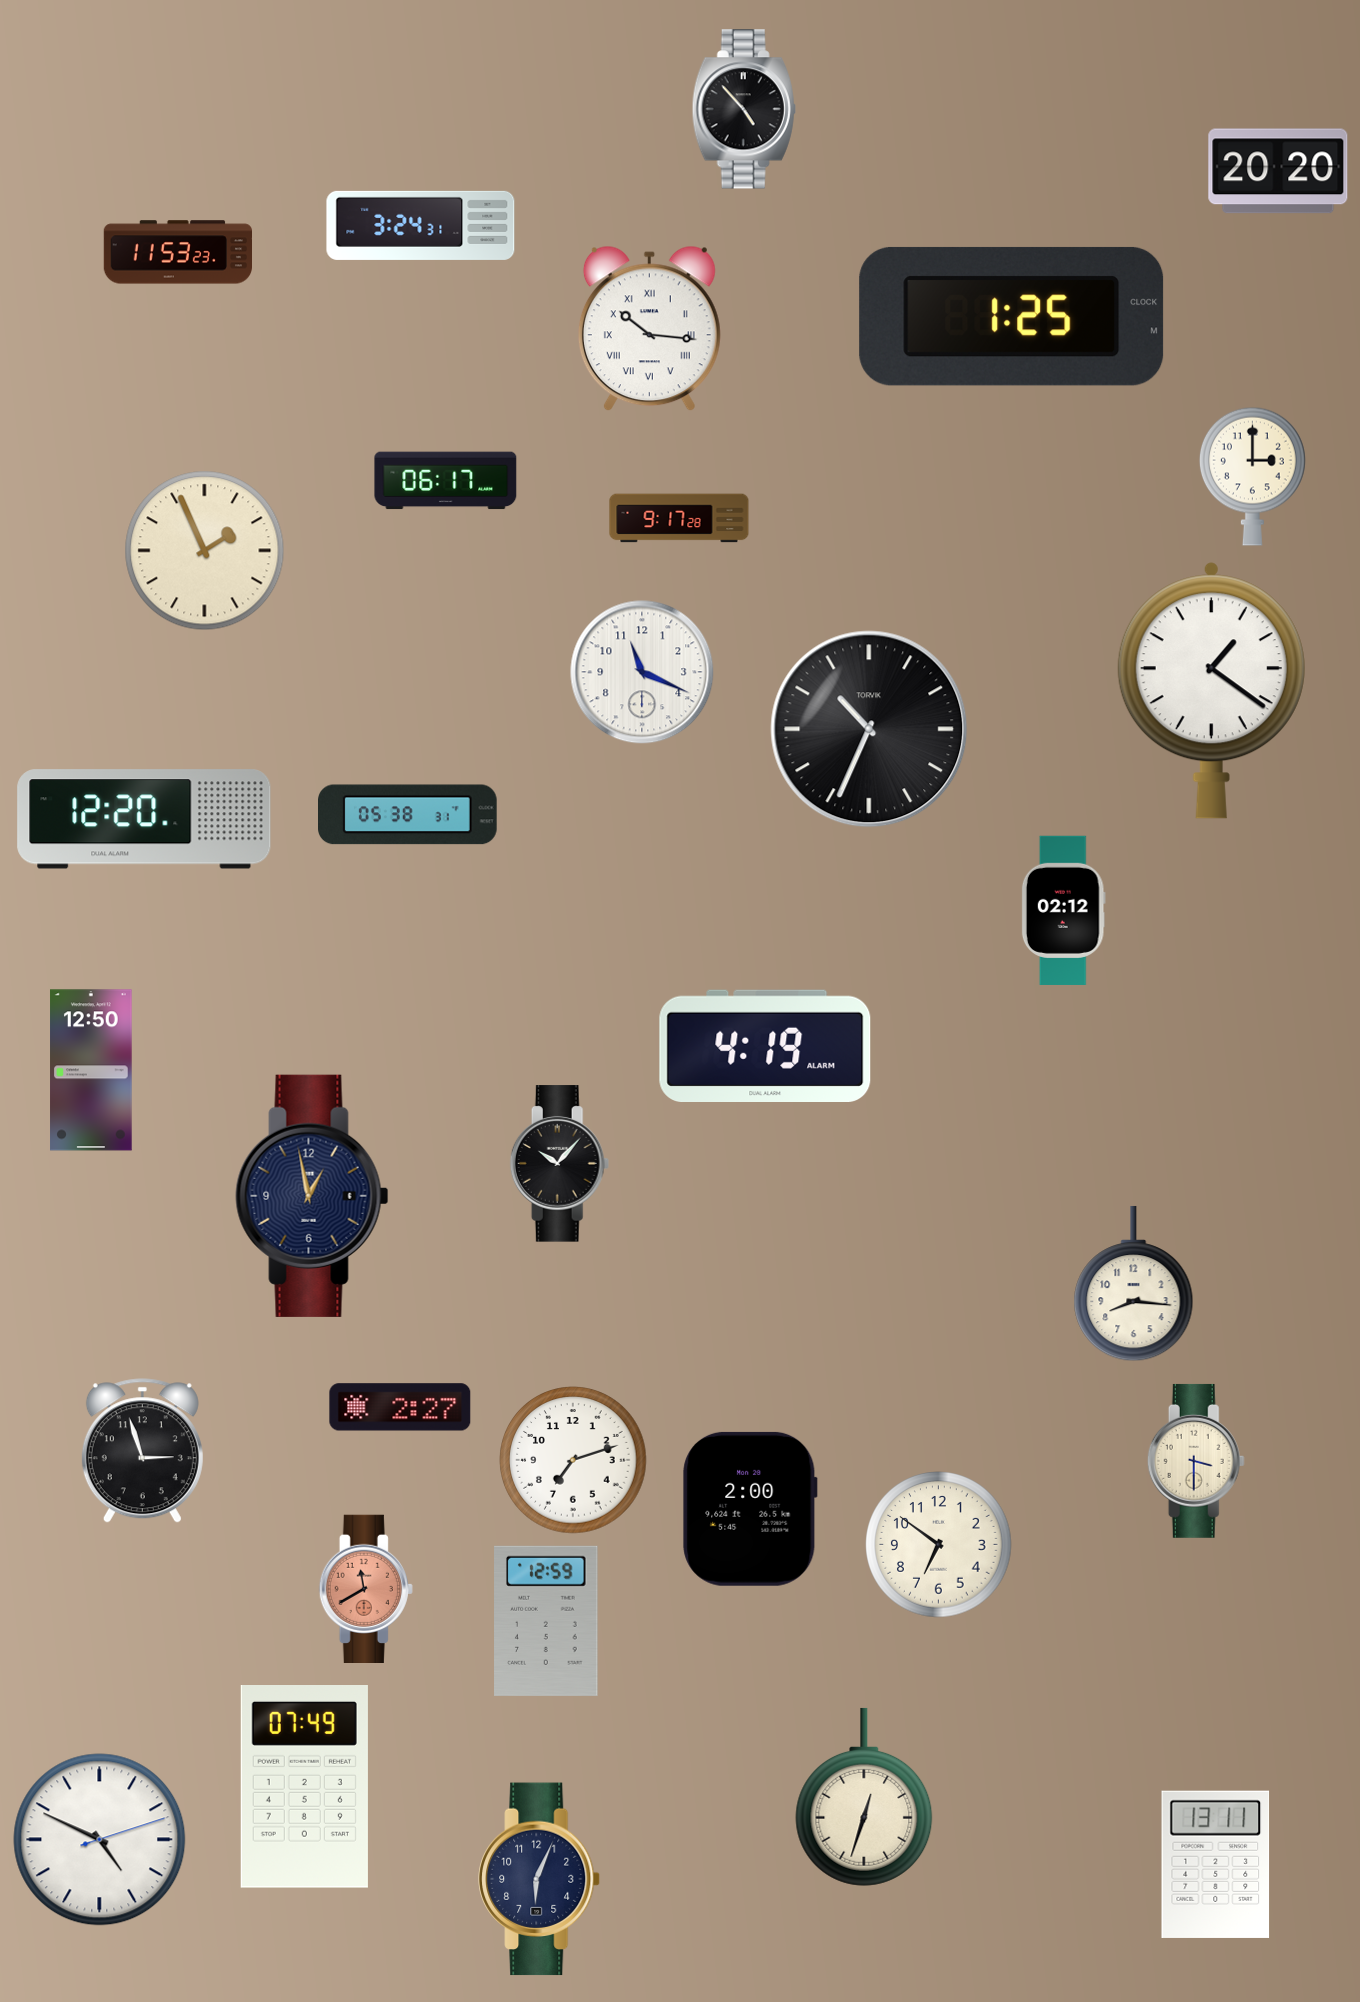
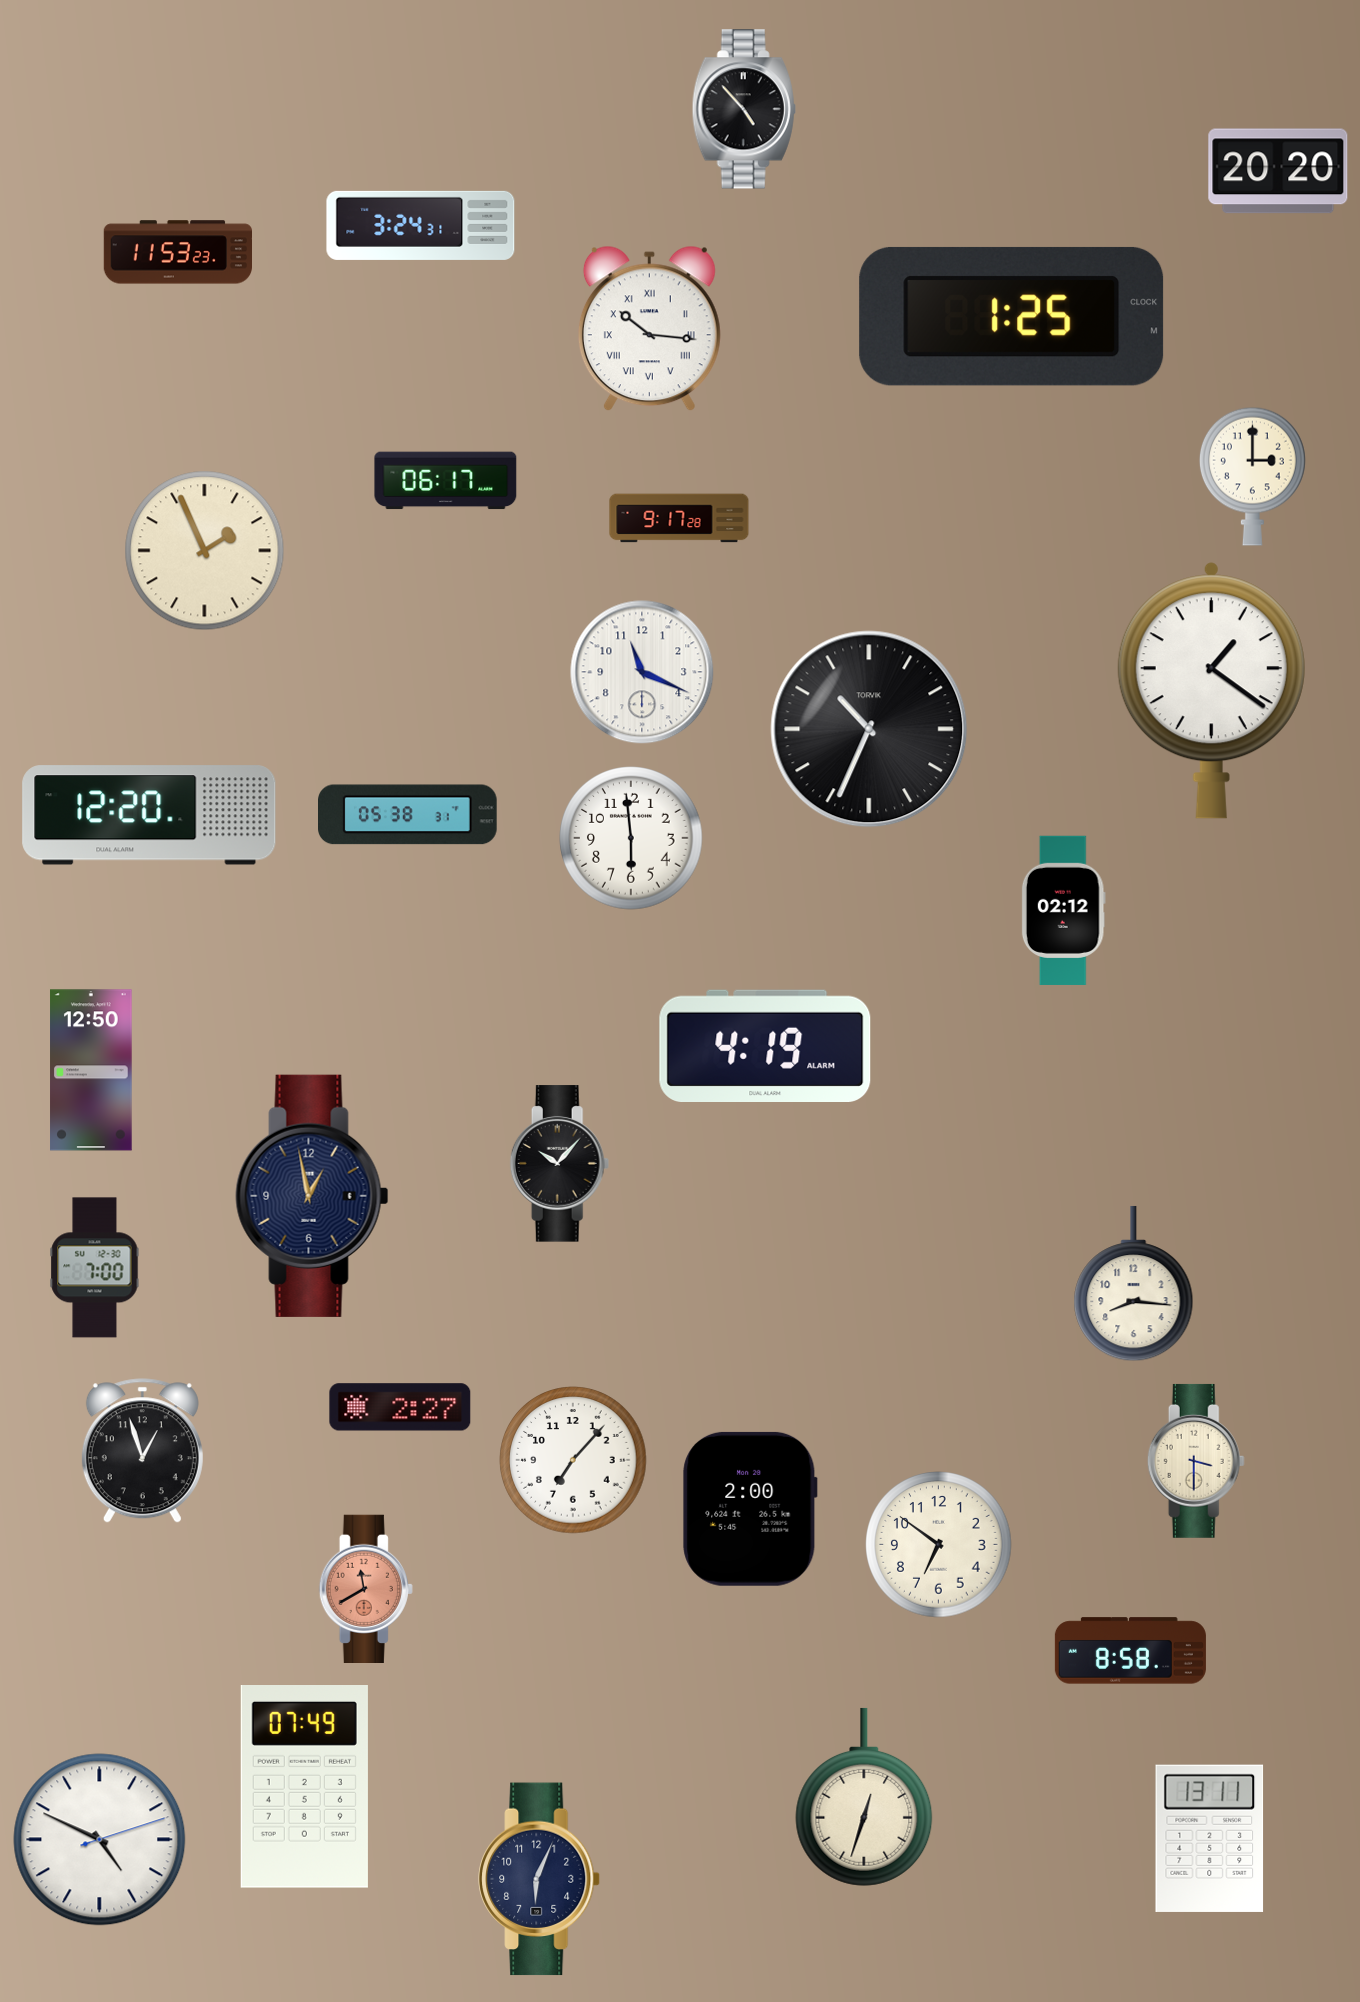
clock at (144, 819) position: (144, 819) -> (149, 815)
clock at (631, 838): none -> 5:59
clock at (95, 1268): none -> 7:00
clock at (142, 1451): 2:57 -> 12:57
clock at (573, 1460): 7:12 -> 7:07
clock at (546, 1621): 12:59 -> none
clock at (1130, 1651): none -> 8:58
clock at (1216, 1864) position: (1216, 1864) -> (1210, 1838)
